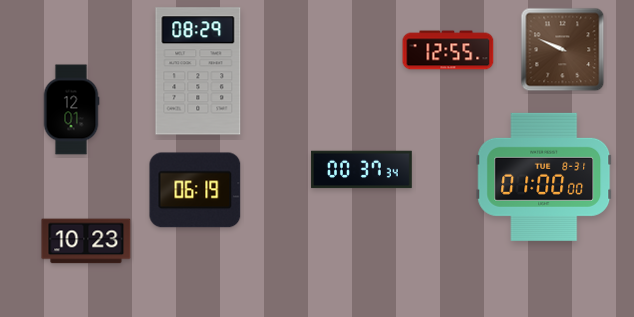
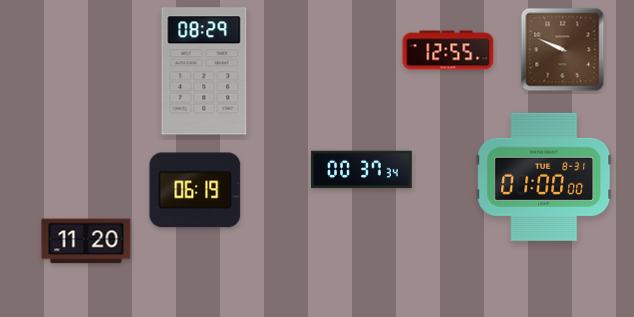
clock at (198, 71) position: (198, 71) -> (204, 71)
clock at (71, 110): 12:01 -> none
clock at (86, 241): 10:23 -> 11:20
